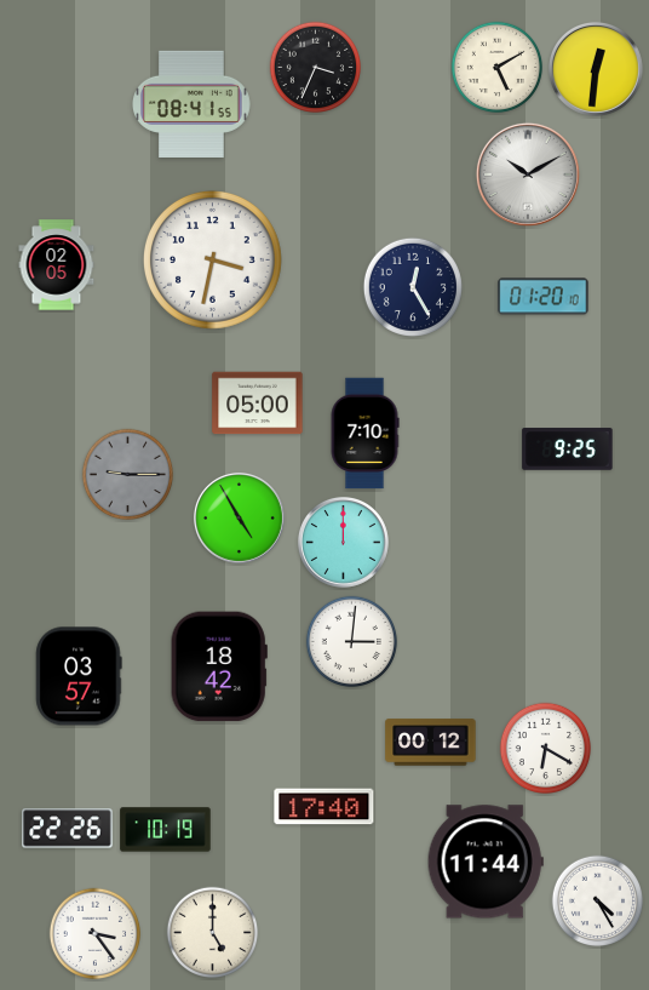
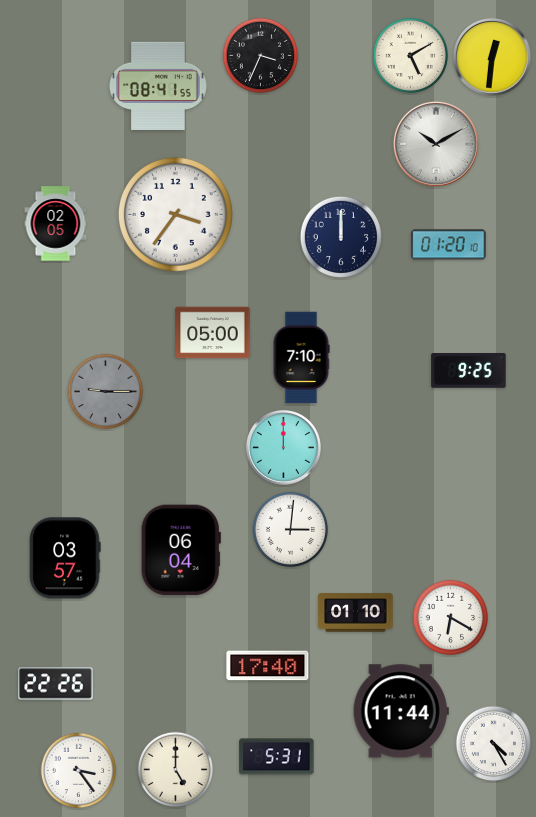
clock at (213, 261): 3:32 -> 3:36
clock at (57, 265) position: (57, 265) -> (56, 224)
clock at (413, 287): 12:25 -> 12:00
clock at (239, 517): 4:55 -> none
clock at (219, 666): 18:42 -> 06:04
clock at (431, 743): 00:12 -> 01:10
clock at (166, 830): 10:19 -> none
clock at (277, 757): none -> 5:31
